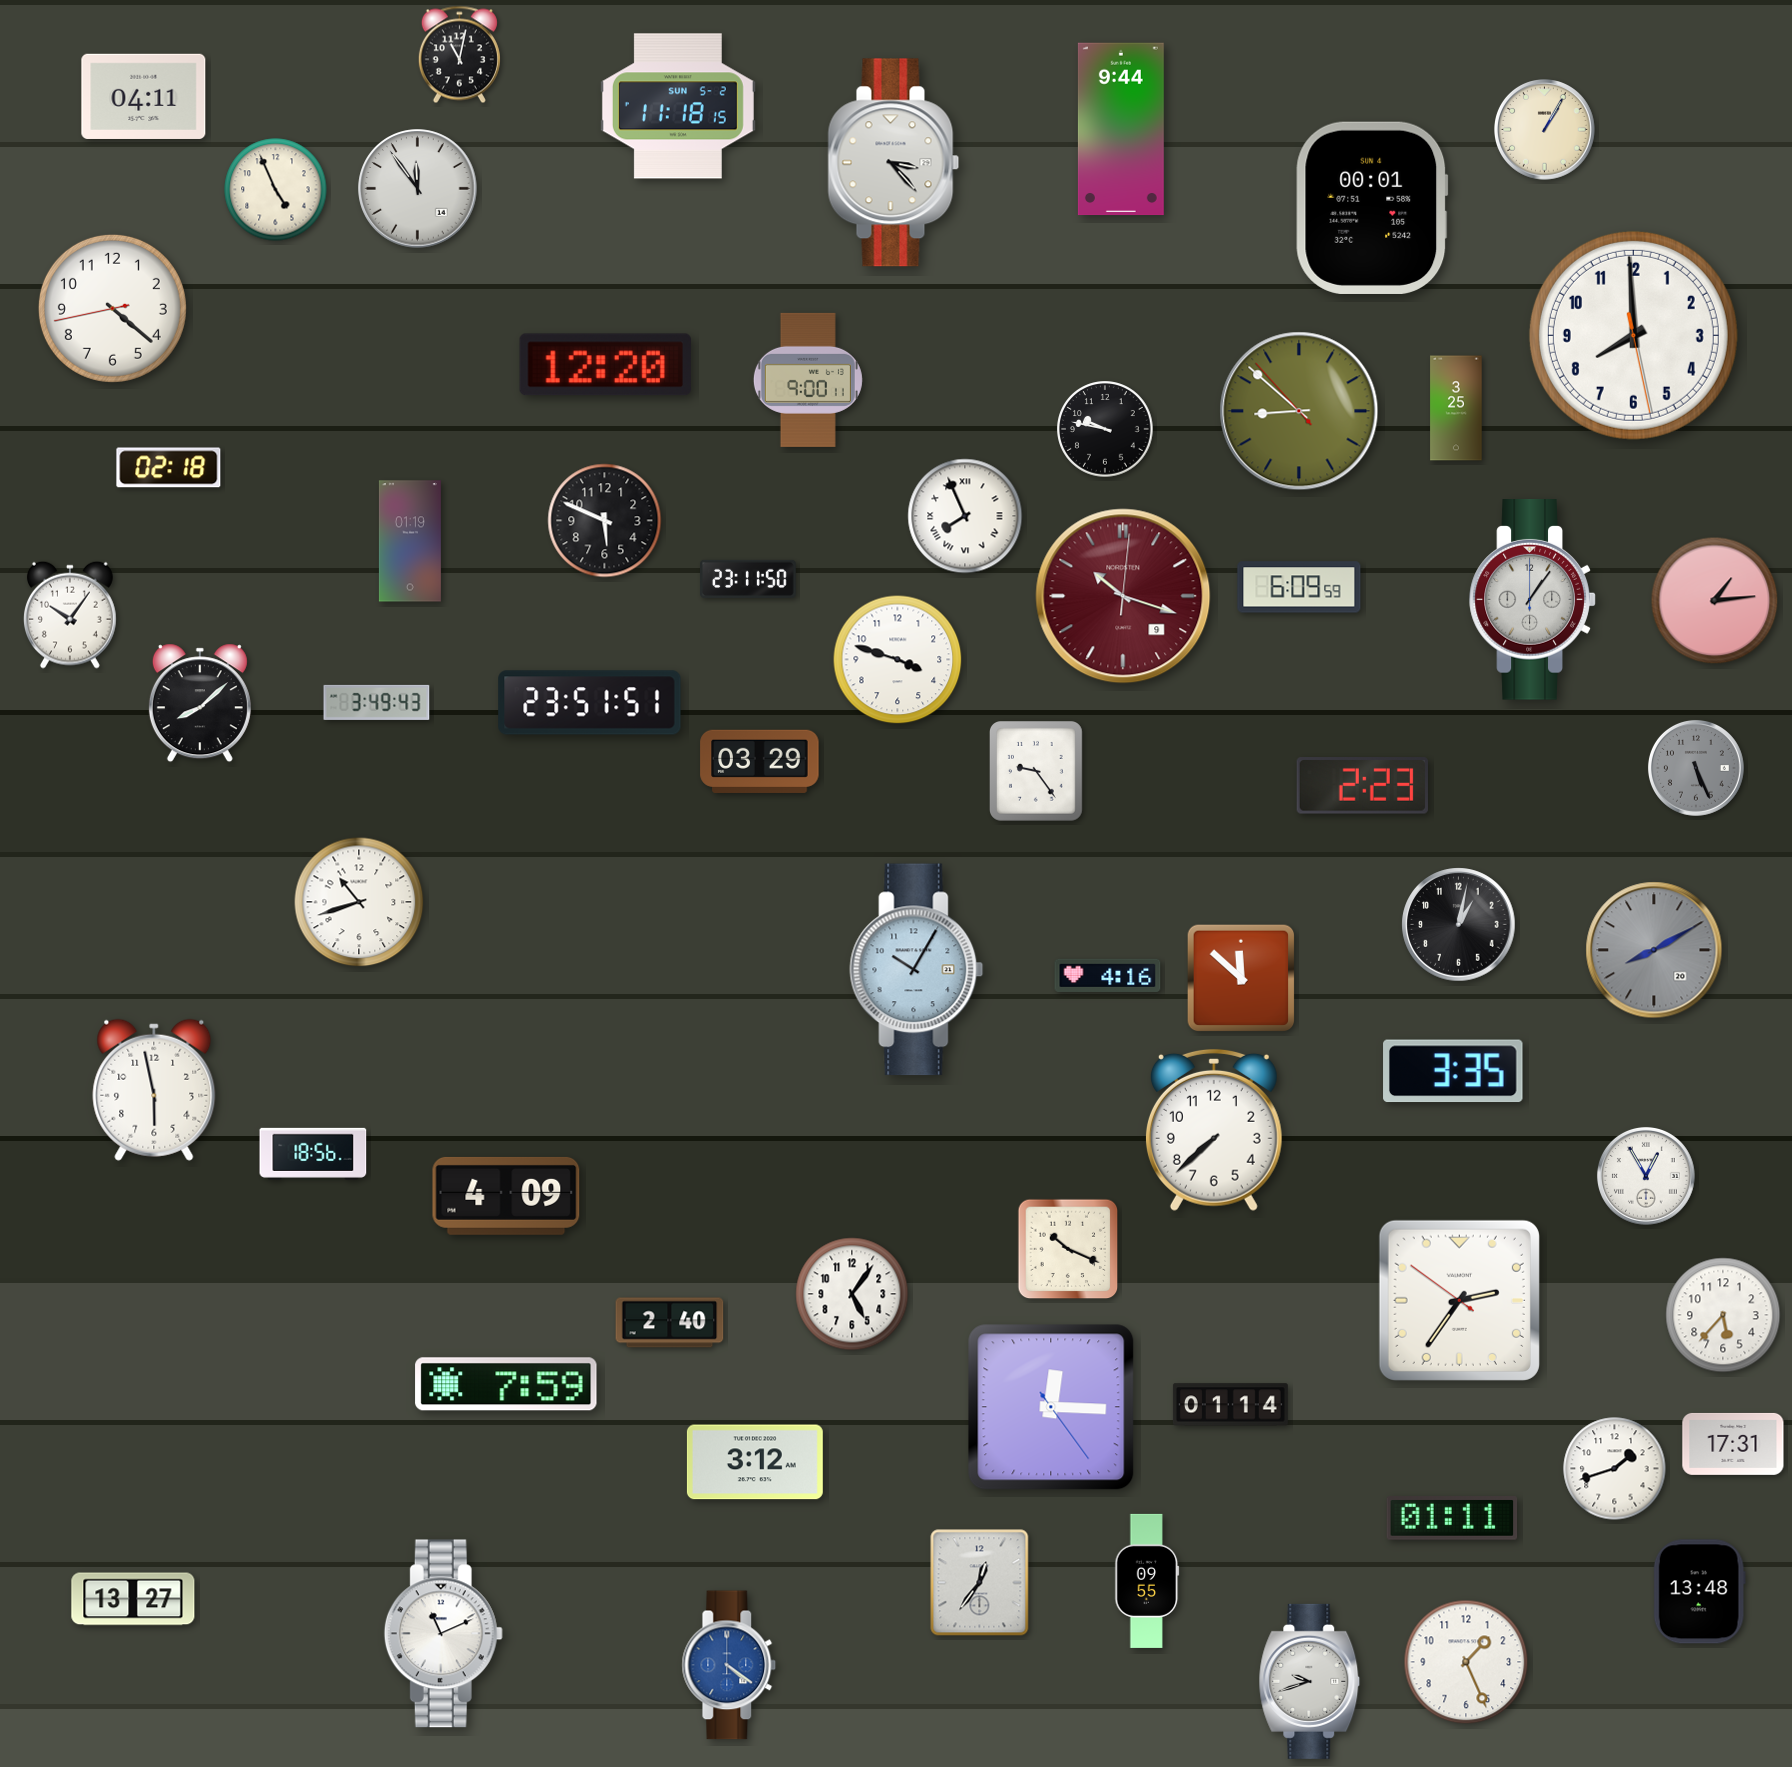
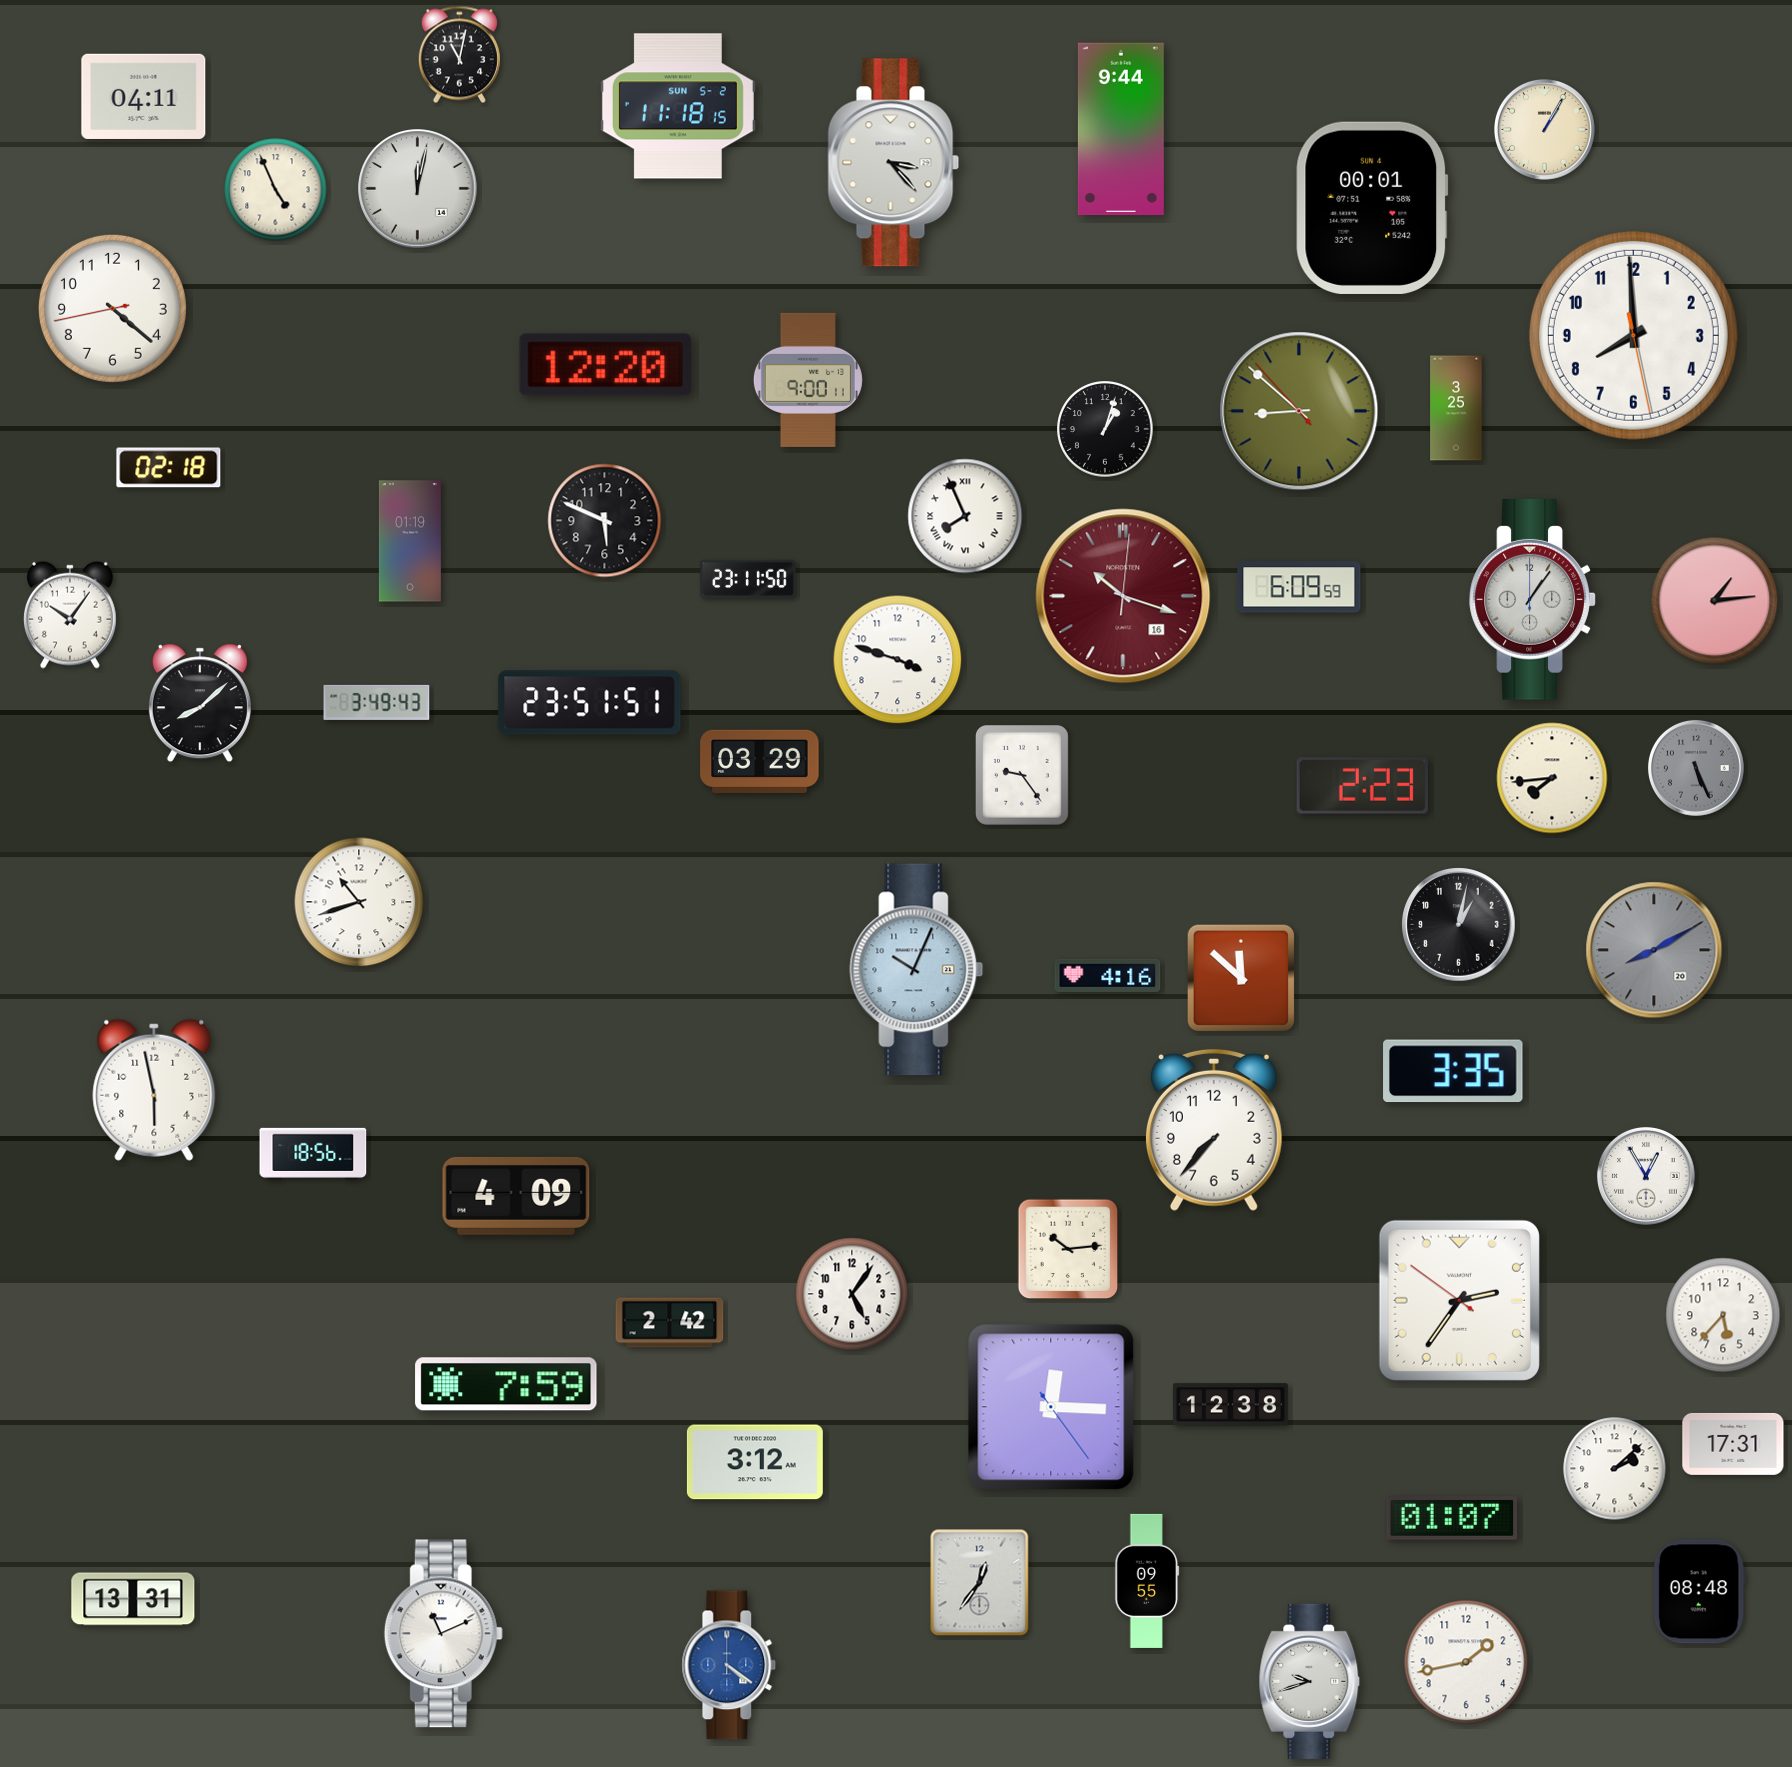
clock at (418, 189): 11:54 -> 12:02
clock at (1105, 429): 9:47 -> 1:03
clock at (1123, 596) date: 9 -> 16
clock at (1036, 772) position: (1036, 772) -> (1022, 776)
clock at (1552, 778): none -> 7:44
clock at (917, 970): 10:05 -> 10:04
clock at (1214, 1130): 7:38 -> 7:37
clock at (506, 1196) position: (506, 1196) -> (516, 1196)
clock at (1068, 1249): 10:19 -> 10:14
clock at (670, 1323): 2:40 -> 2:42
clock at (1230, 1405): 01:14 -> 12:38
clock at (1615, 1469): 1:42 -> 2:08
clock at (1452, 1518): 01:11 -> 01:07
clock at (1699, 1592): 13:48 -> 08:48
clock at (133, 1599): 13:27 -> 13:31
clock at (1466, 1662): 1:26 -> 1:43
